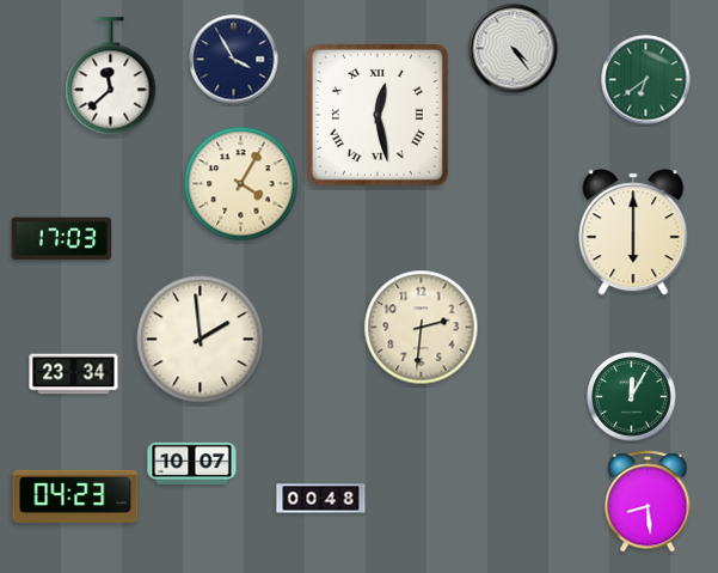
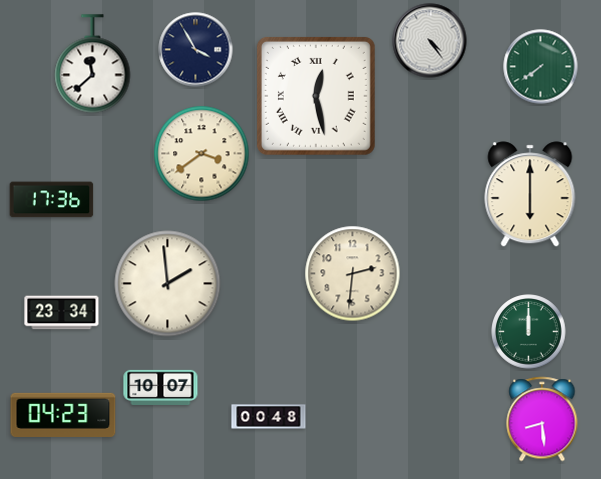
clock at (646, 80): 6:39 -> 7:39
clock at (241, 184): 4:05 -> 3:39
clock at (62, 239): 17:03 -> 17:36
clock at (632, 397): 12:05 -> 12:00
